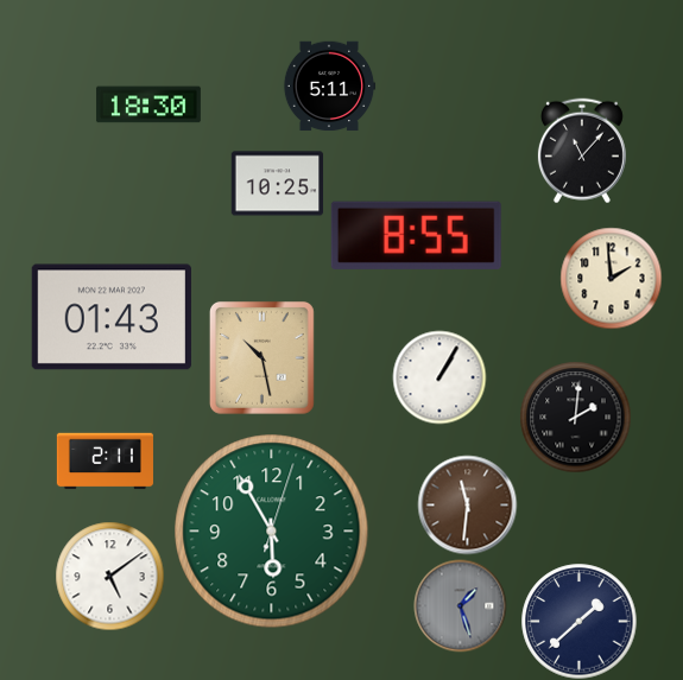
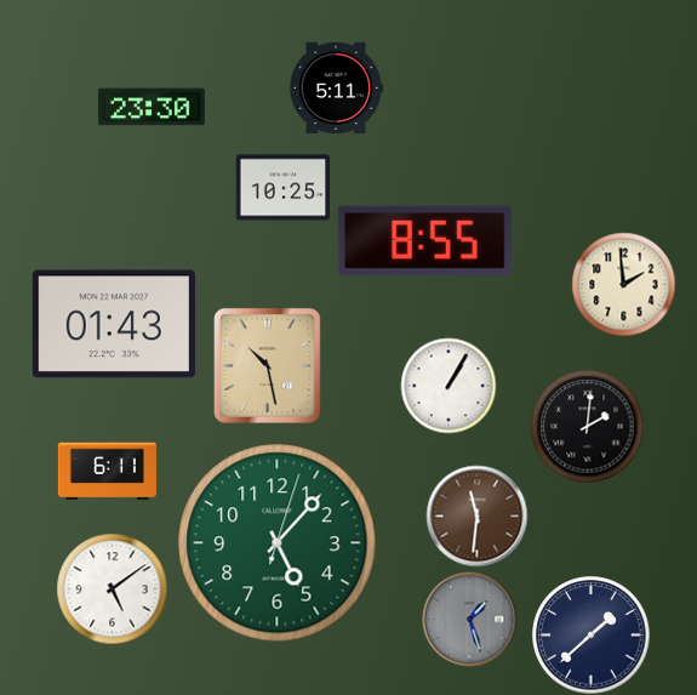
clock at (148, 104): 18:30 -> 23:30
clock at (582, 151): 11:07 -> none
clock at (105, 462): 2:11 -> 6:11
clock at (272, 532): 5:55 -> 5:07
